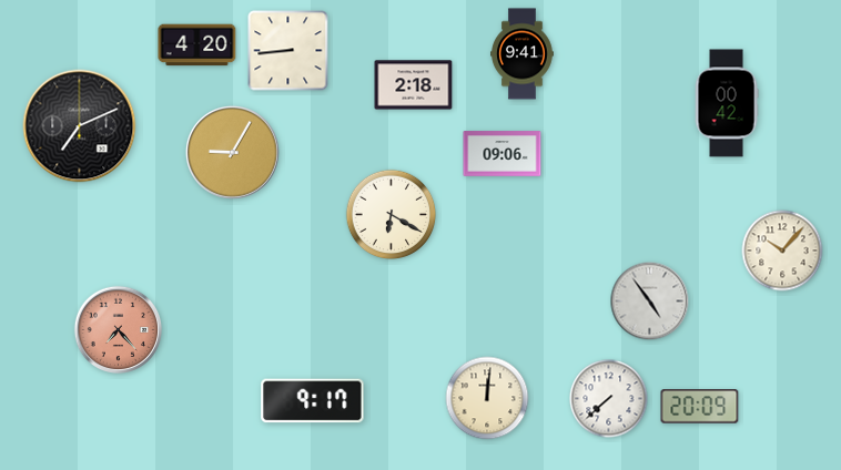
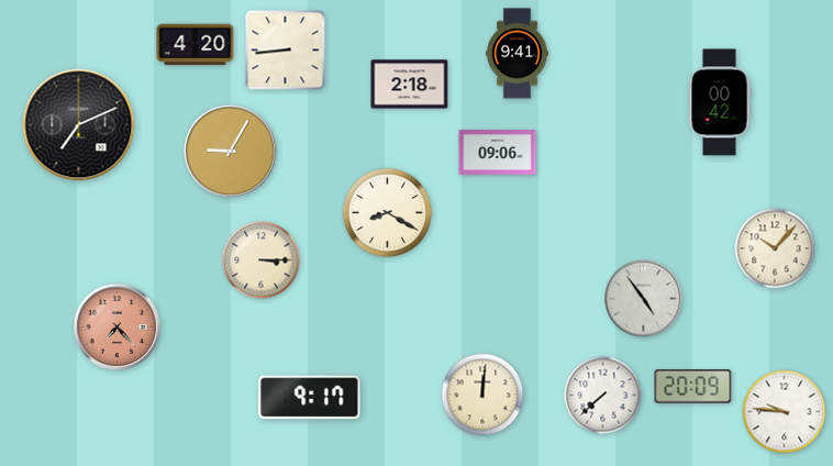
clock at (392, 215): 6:20 -> 8:20
clock at (262, 260): none -> 3:15
clock at (700, 407) position: (700, 407) -> (693, 387)
clock at (785, 412): none -> 9:46
